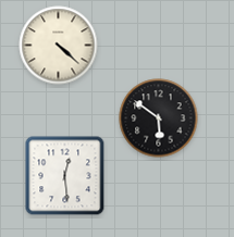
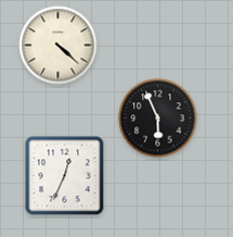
clock at (159, 118): 5:51 -> 5:56
clock at (65, 176): 12:29 -> 12:34
